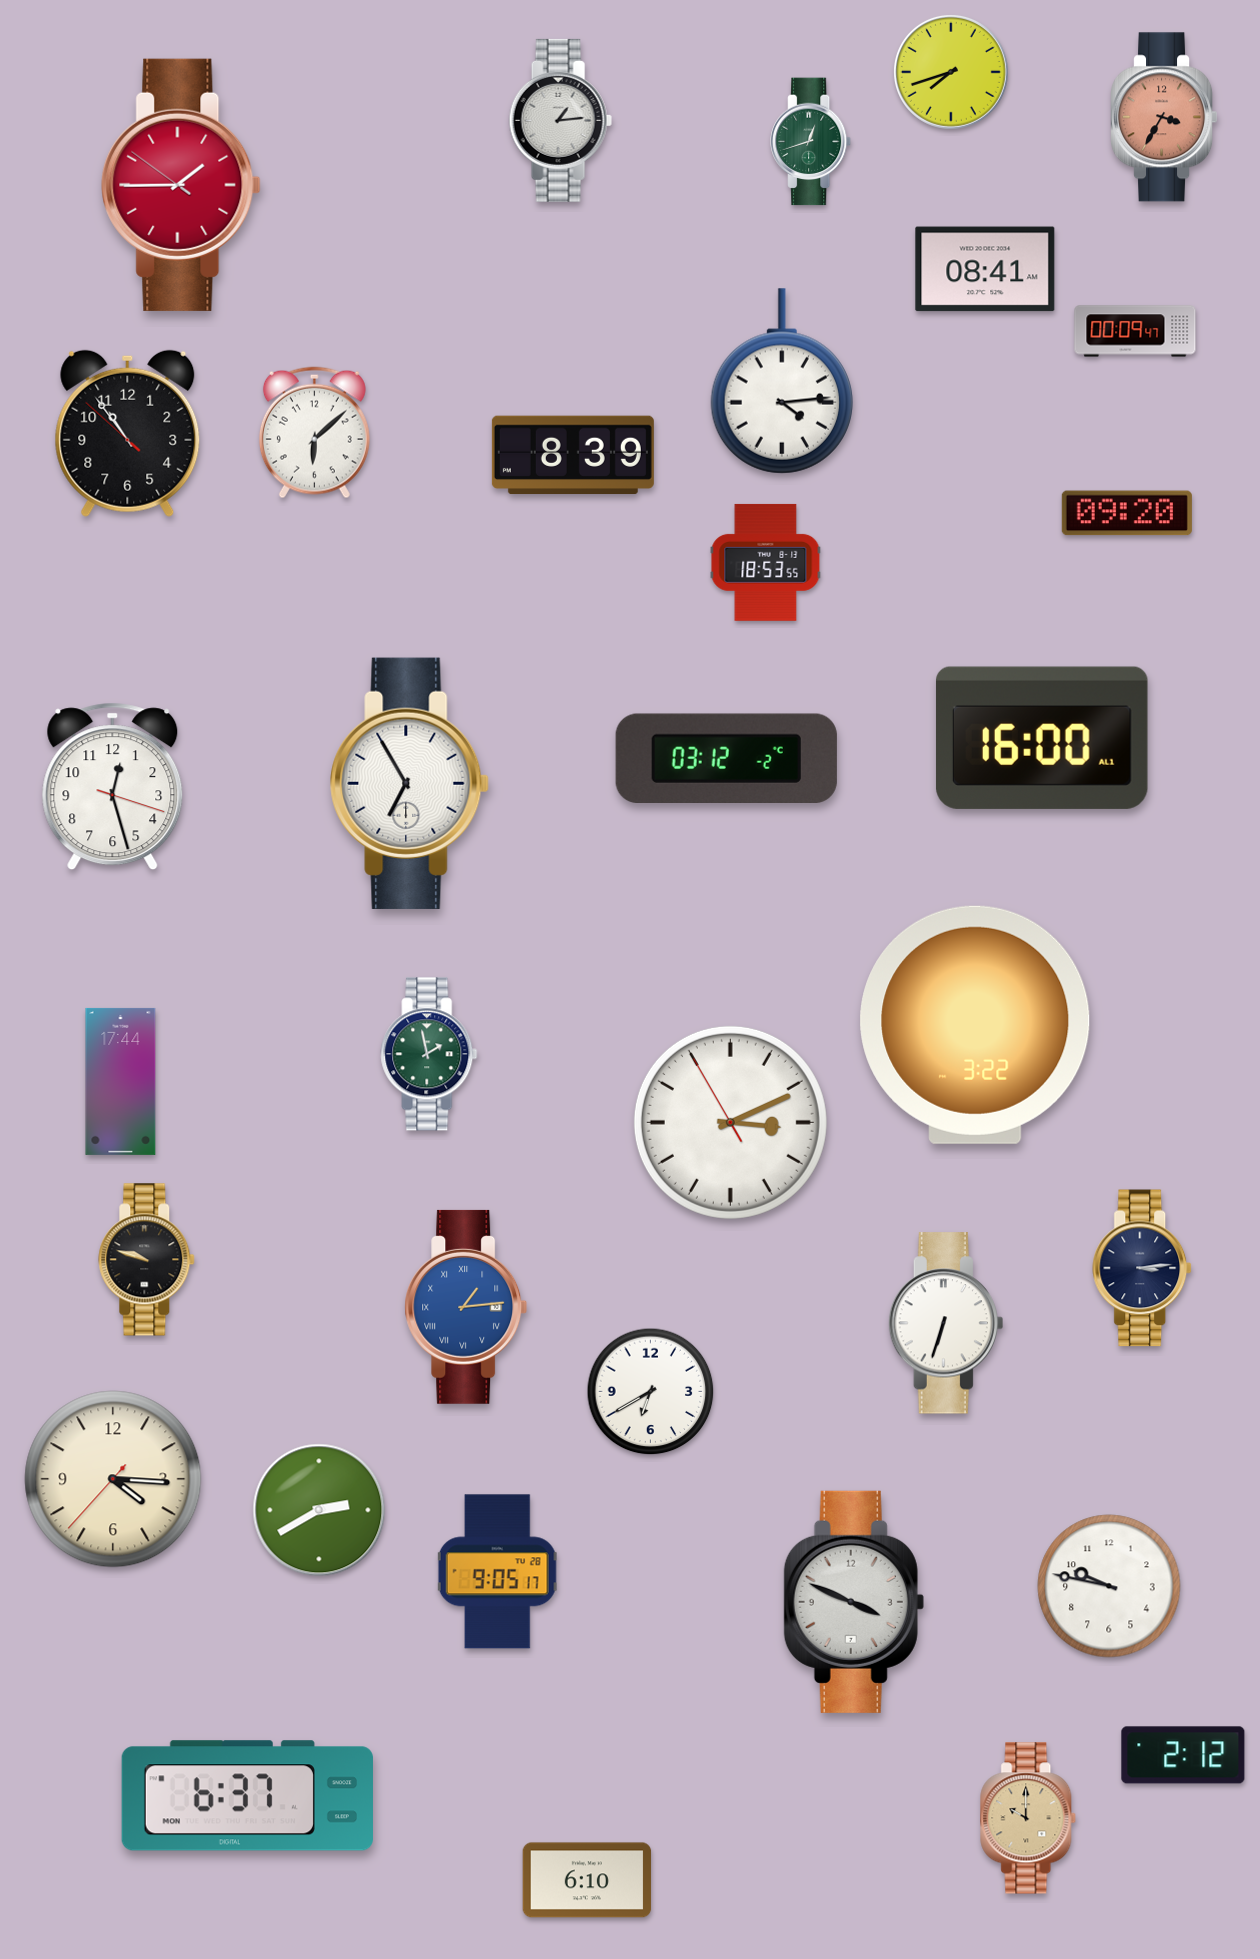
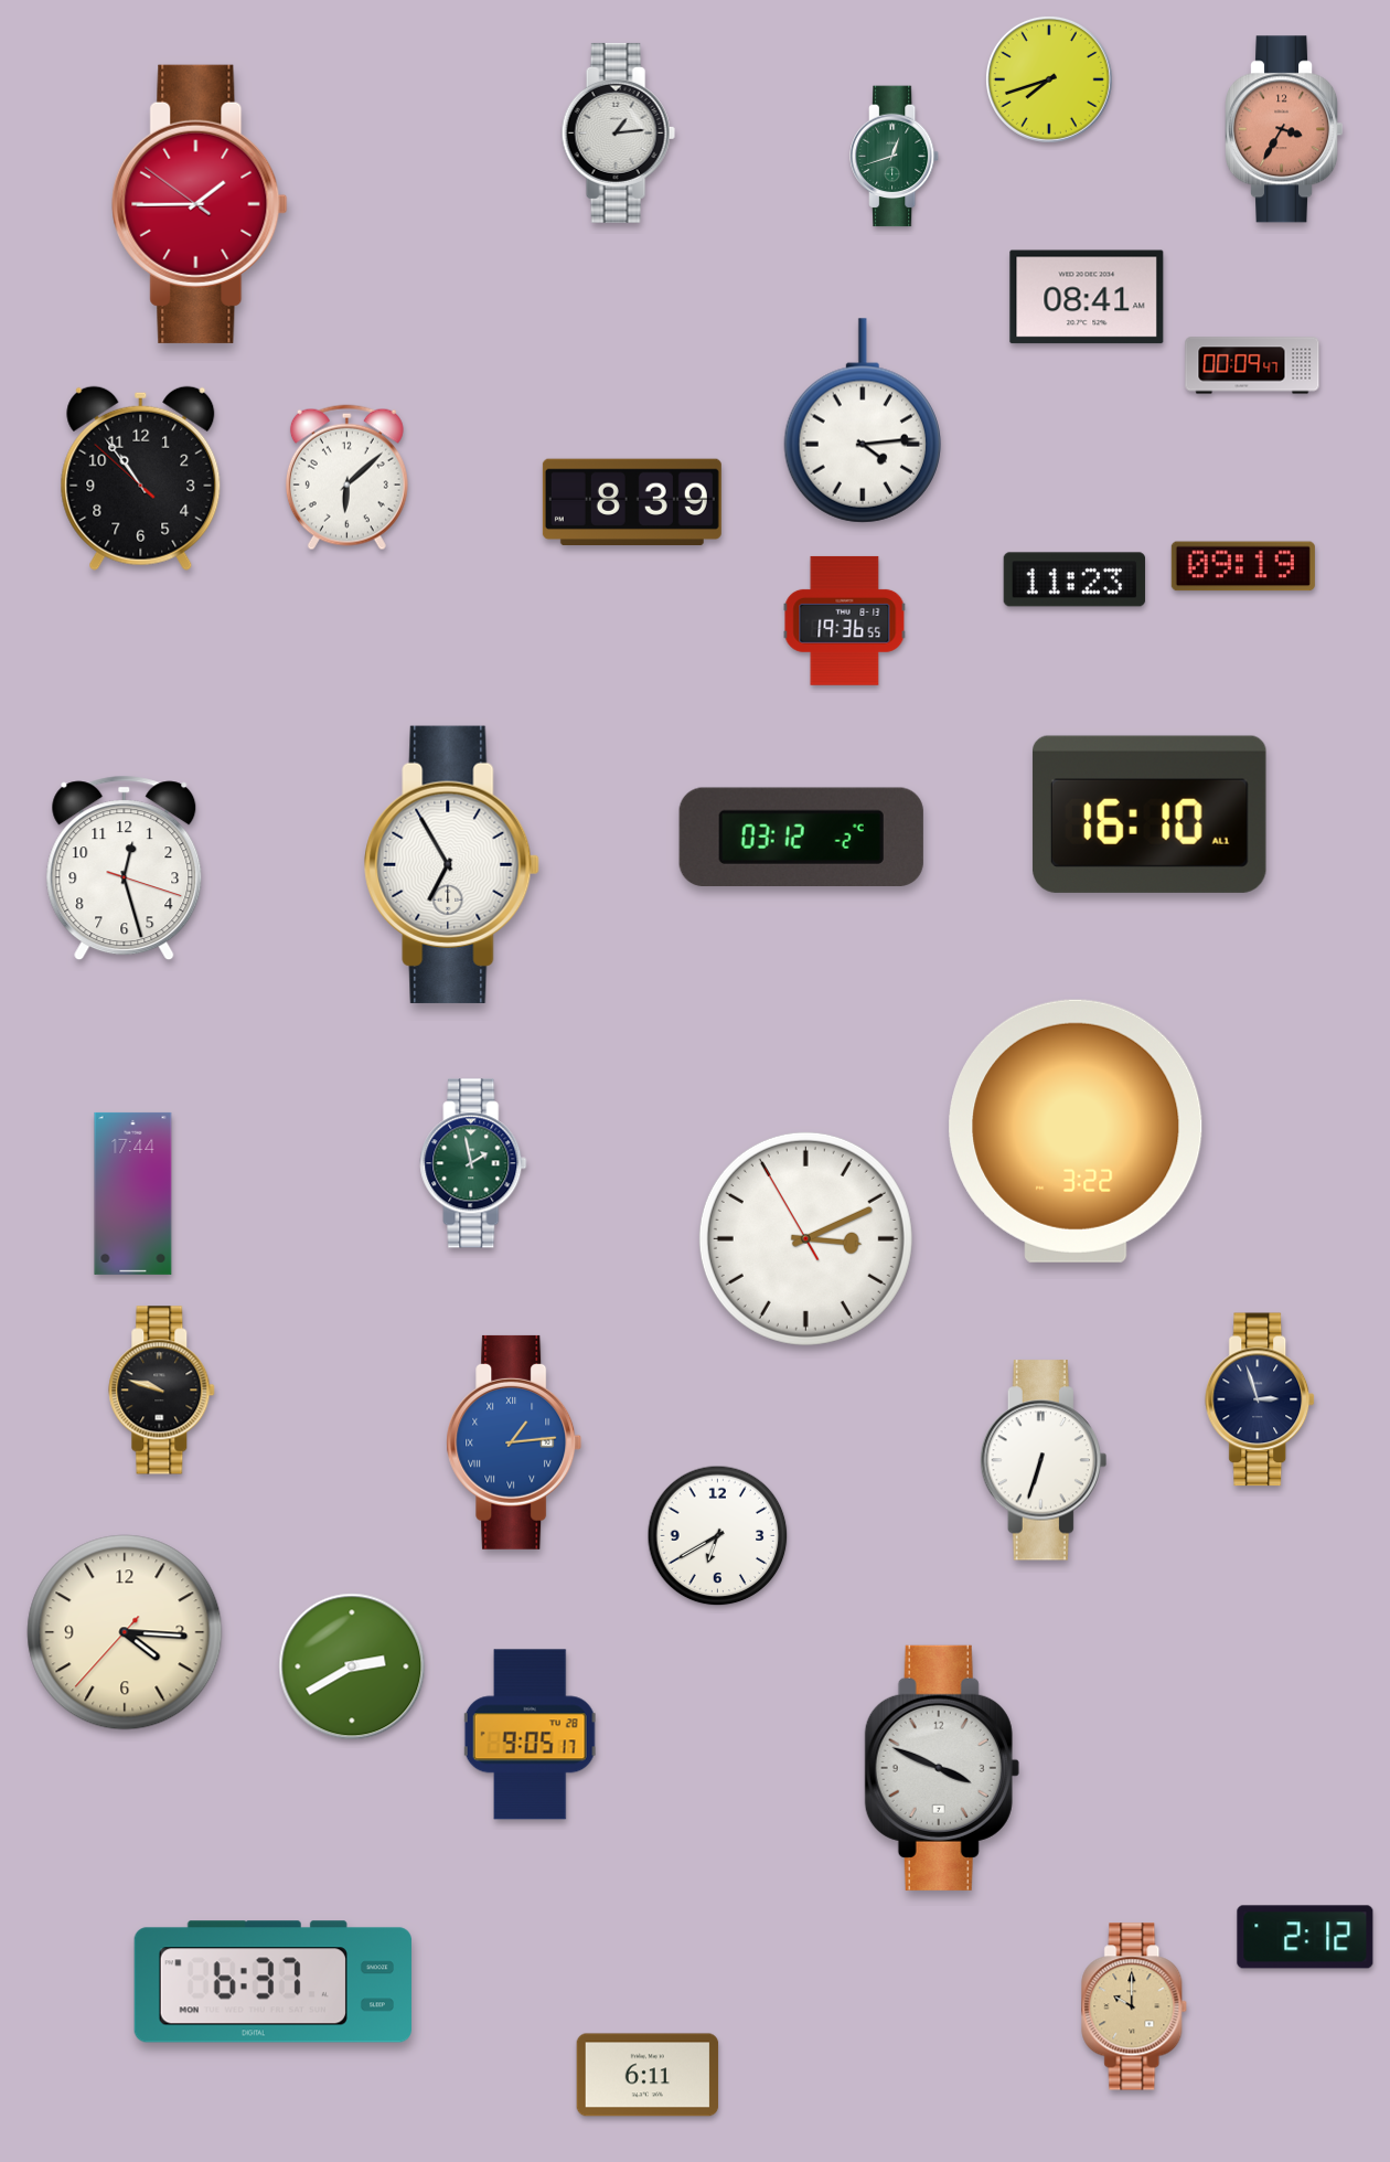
clock at (1127, 513): 09:20 -> 09:19
clock at (1074, 579): none -> 11:23
clock at (766, 562): 18:53 -> 19:36
clock at (1042, 738): 16:00 -> 16:10
clock at (1143, 1268): 3:14 -> 2:57
clock at (498, 1572) position: (498, 1572) -> (531, 1735)
clock at (1109, 1586): 9:47 -> none
clock at (587, 1880): 6:10 -> 6:11
